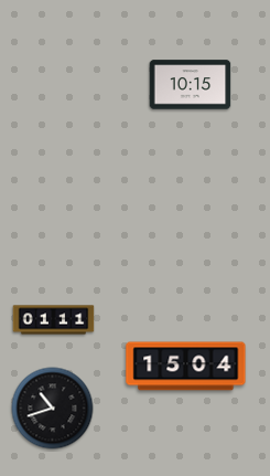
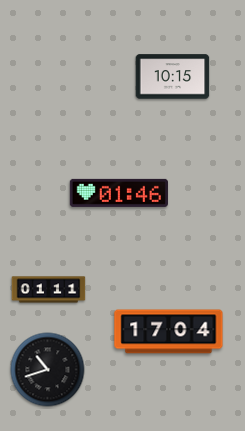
clock at (119, 193): none -> 01:46
clock at (186, 367): 15:04 -> 17:04
